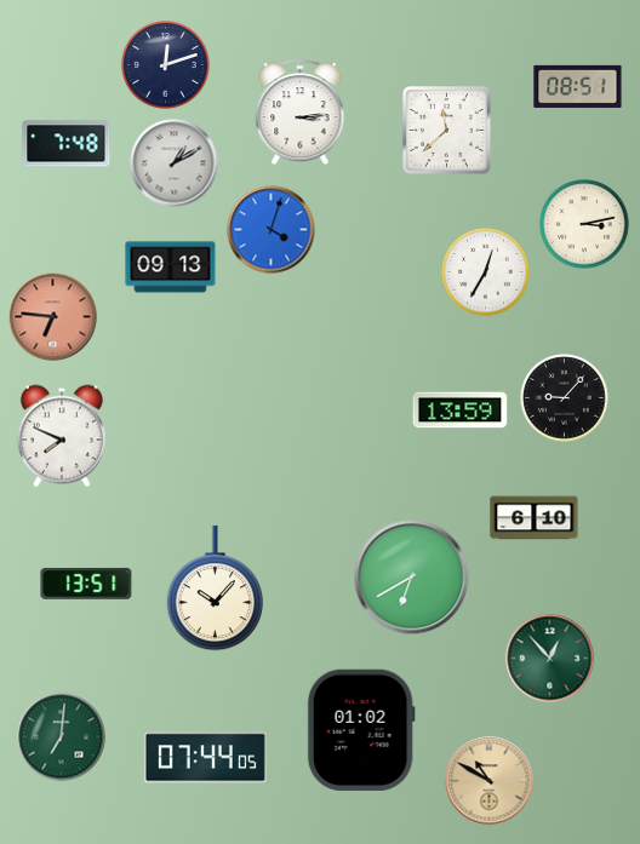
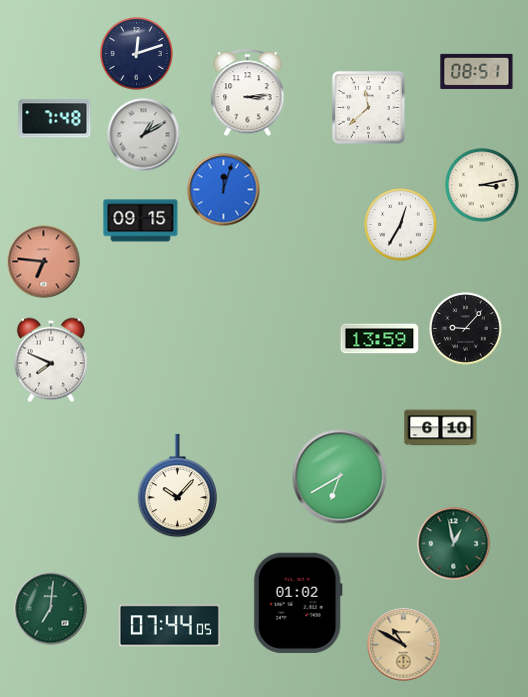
clock at (272, 230): 4:03 -> 12:03
clock at (171, 268): 09:13 -> 09:15
clock at (86, 584): 13:51 -> none
clock at (550, 659): 12:53 -> 12:58
